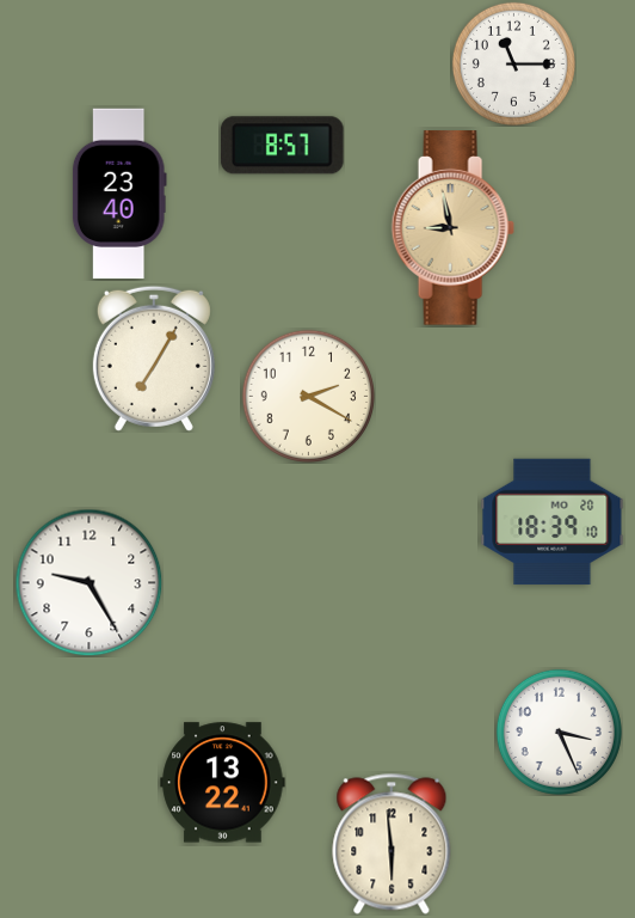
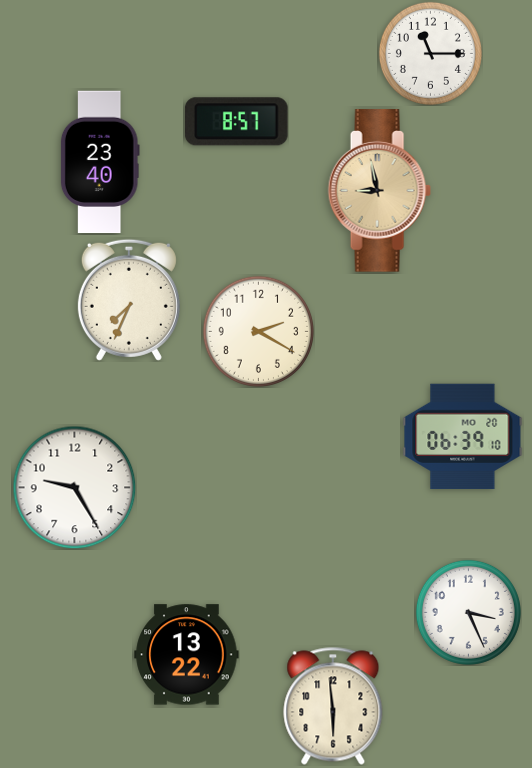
clock at (154, 359): 7:05 -> 7:34
clock at (553, 522): 18:39 -> 06:39
clock at (392, 844) position: (392, 844) -> (333, 706)
